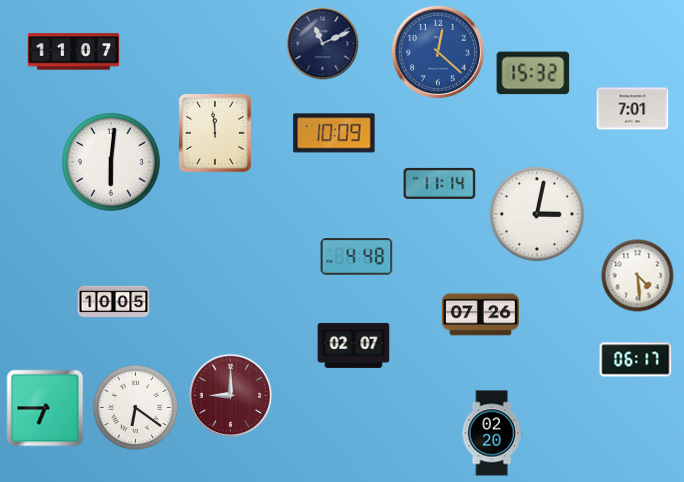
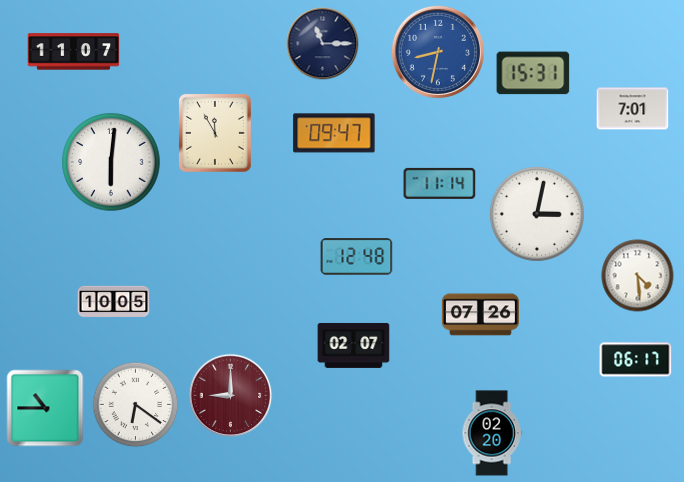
clock at (323, 44): 11:11 -> 11:15
clock at (438, 52): 12:22 -> 8:32
clock at (533, 73): 15:32 -> 15:31
clock at (215, 133): 11:59 -> 11:55
clock at (334, 133): 10:09 -> 09:47
clock at (357, 257): 4:48 -> 12:48
clock at (45, 408): 6:45 -> 10:45
clock at (136, 408) position: (136, 408) -> (136, 405)
